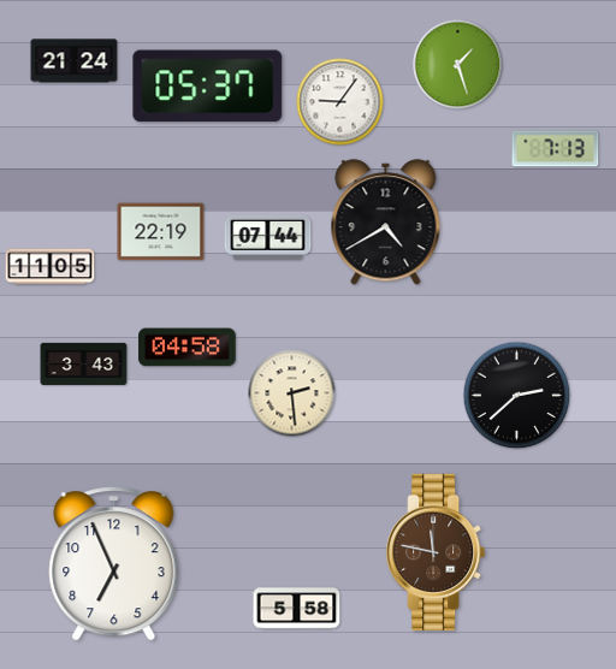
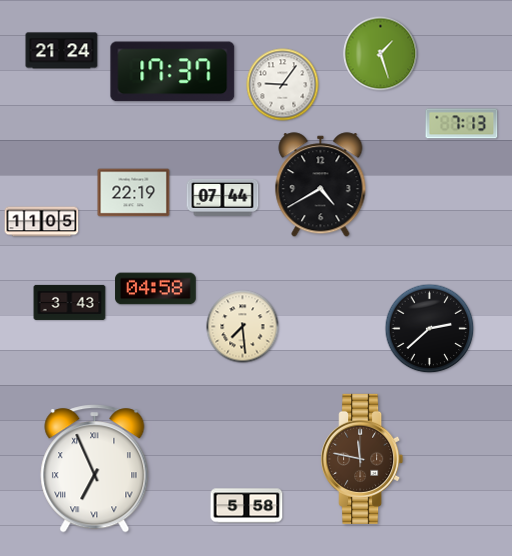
clock at (208, 87): 05:37 -> 17:37
clock at (292, 393): 2:29 -> 7:29
clock at (114, 564) numerals: Arabic -> Roman
